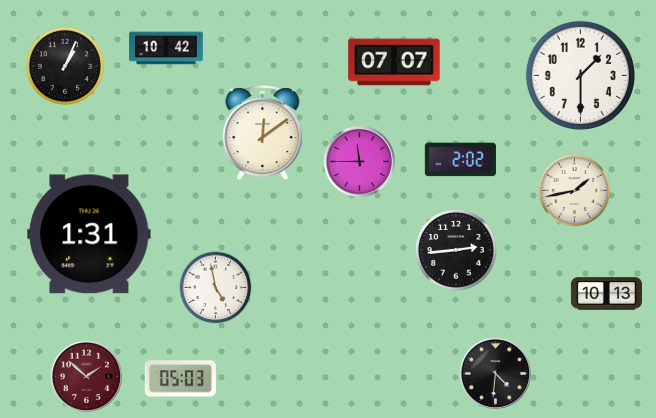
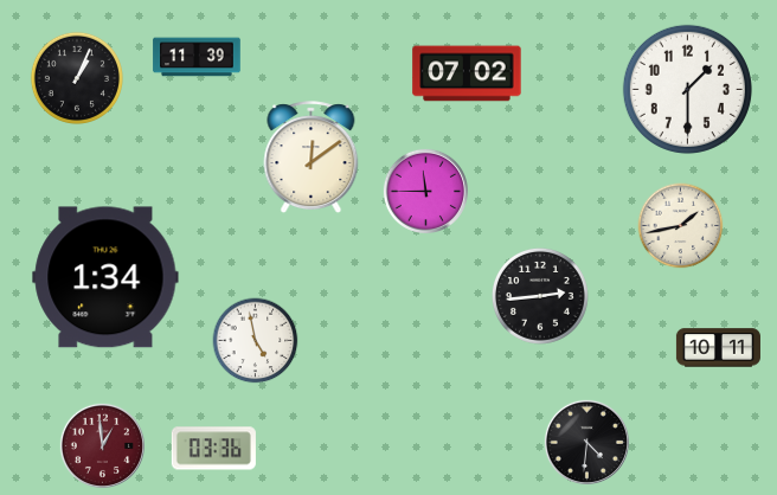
clock at (166, 48): 10:42 -> 11:39
clock at (394, 62): 07:07 -> 07:02
clock at (460, 160): 2:02 -> none
clock at (89, 234): 1:31 -> 1:34
clock at (606, 294): 10:13 -> 10:11
clock at (86, 376): 1:52 -> 12:59
clock at (180, 379): 05:03 -> 03:36
